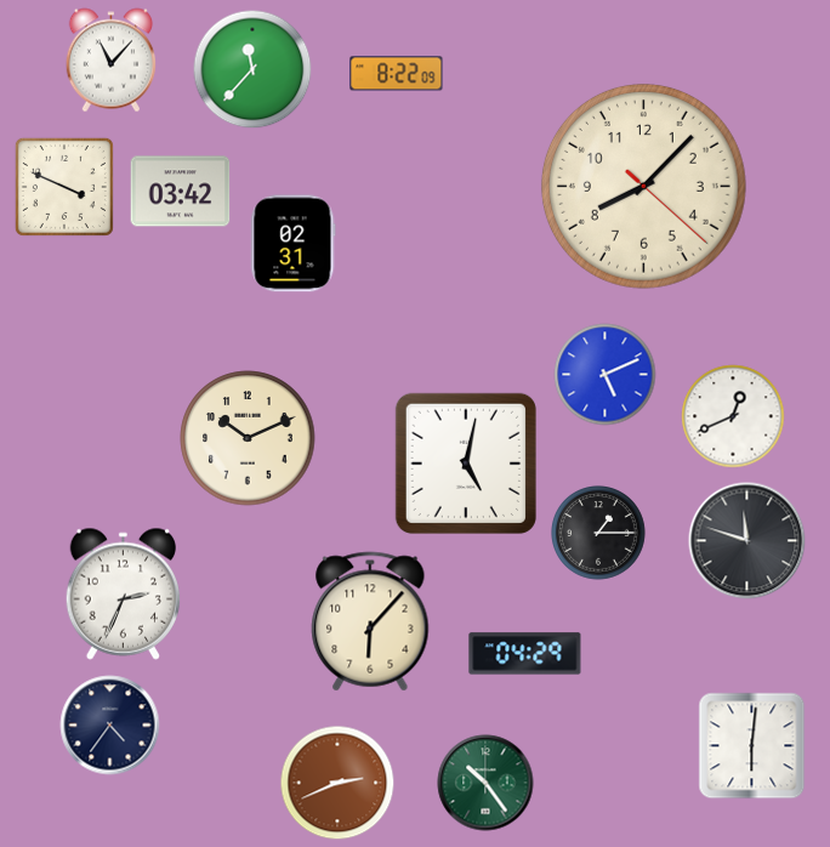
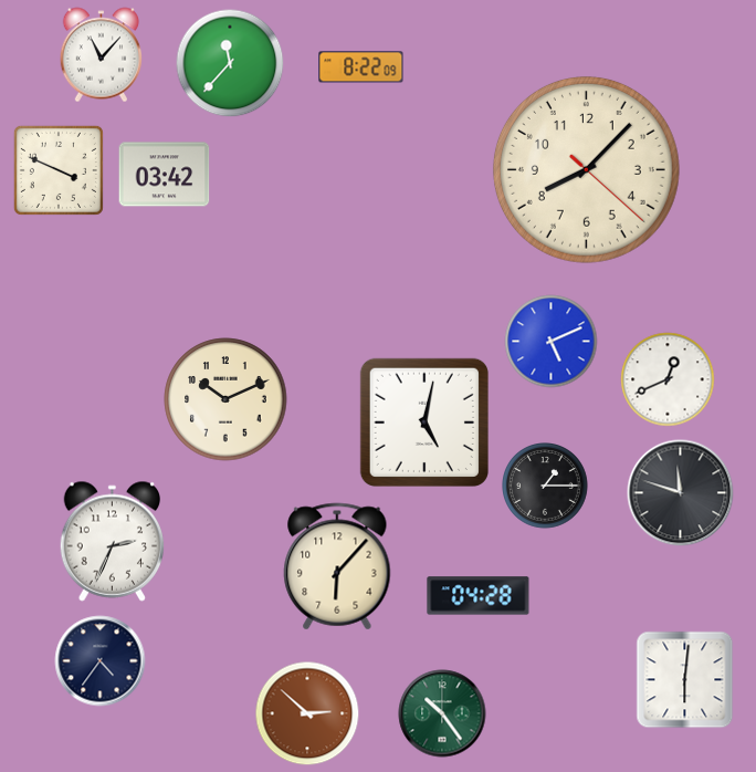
clock at (292, 244): 02:31 -> none
clock at (525, 654): 04:29 -> 04:28
clock at (337, 783): 2:41 -> 2:52
